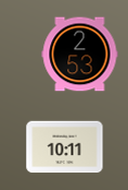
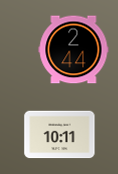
clock at (80, 55): 2:53 -> 2:44
